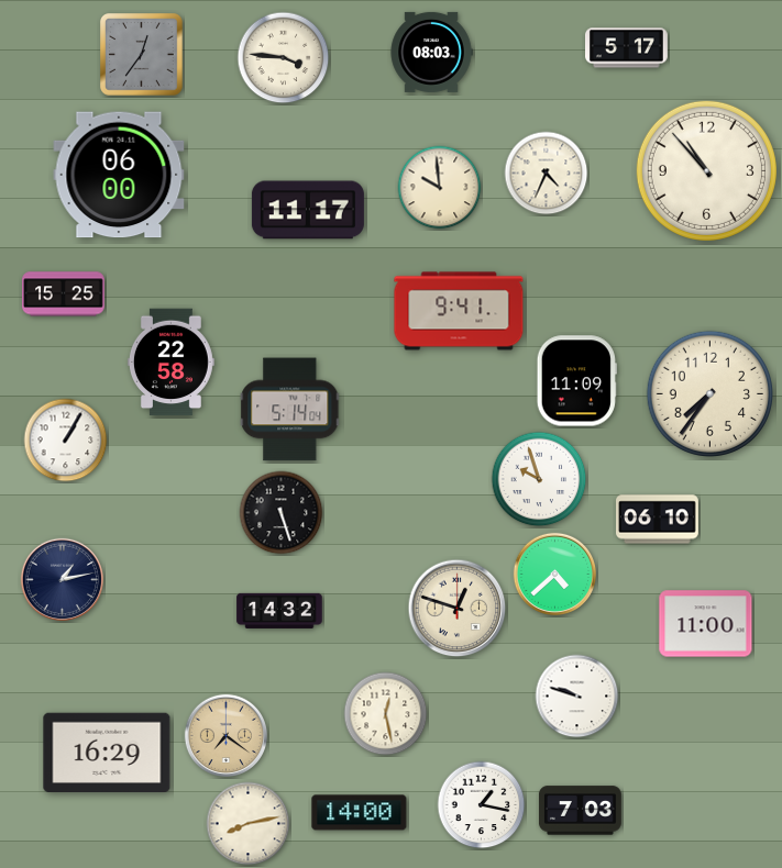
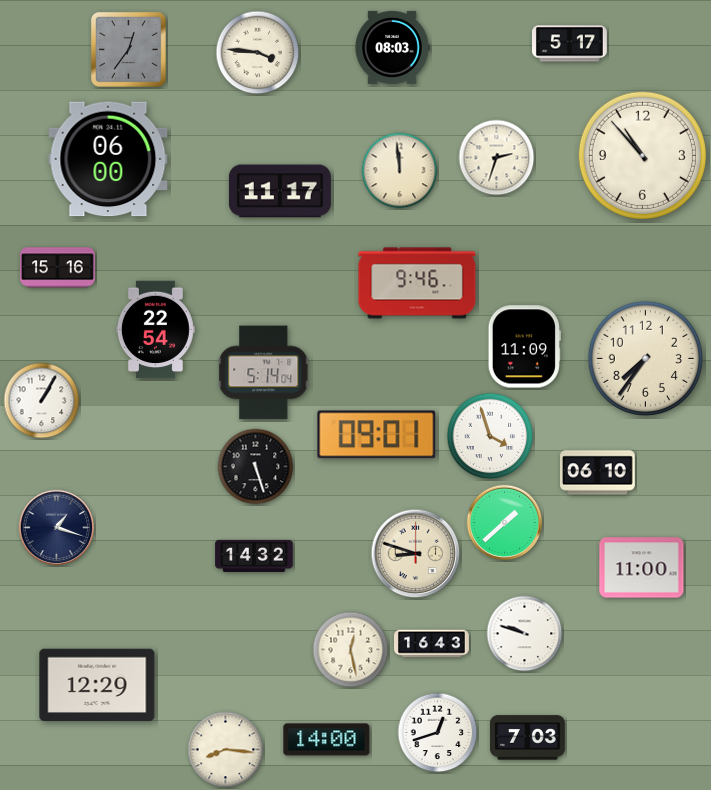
clock at (547, 174): 4:34 -> 2:33
clock at (440, 188): 9:59 -> 11:59
clock at (64, 294): 15:25 -> 15:16
clock at (459, 311): 9:41 -> 9:46
clock at (170, 363): 22:58 -> 22:54
clock at (66, 441) position: (66, 441) -> (42, 401)
clock at (377, 435): none -> 09:01
clock at (539, 479): 9:57 -> 3:57
clock at (554, 574): 4:38 -> 1:38
clock at (62, 579): 1:13 -> 1:18
clock at (458, 609): 12:48 -> 8:48
clock at (432, 644): none -> 16:43
clock at (225, 735): 7:21 -> none
clock at (107, 753): 16:29 -> 12:29
clock at (482, 805): 1:17 -> 12:42
clock at (249, 824): 8:13 -> 8:16
